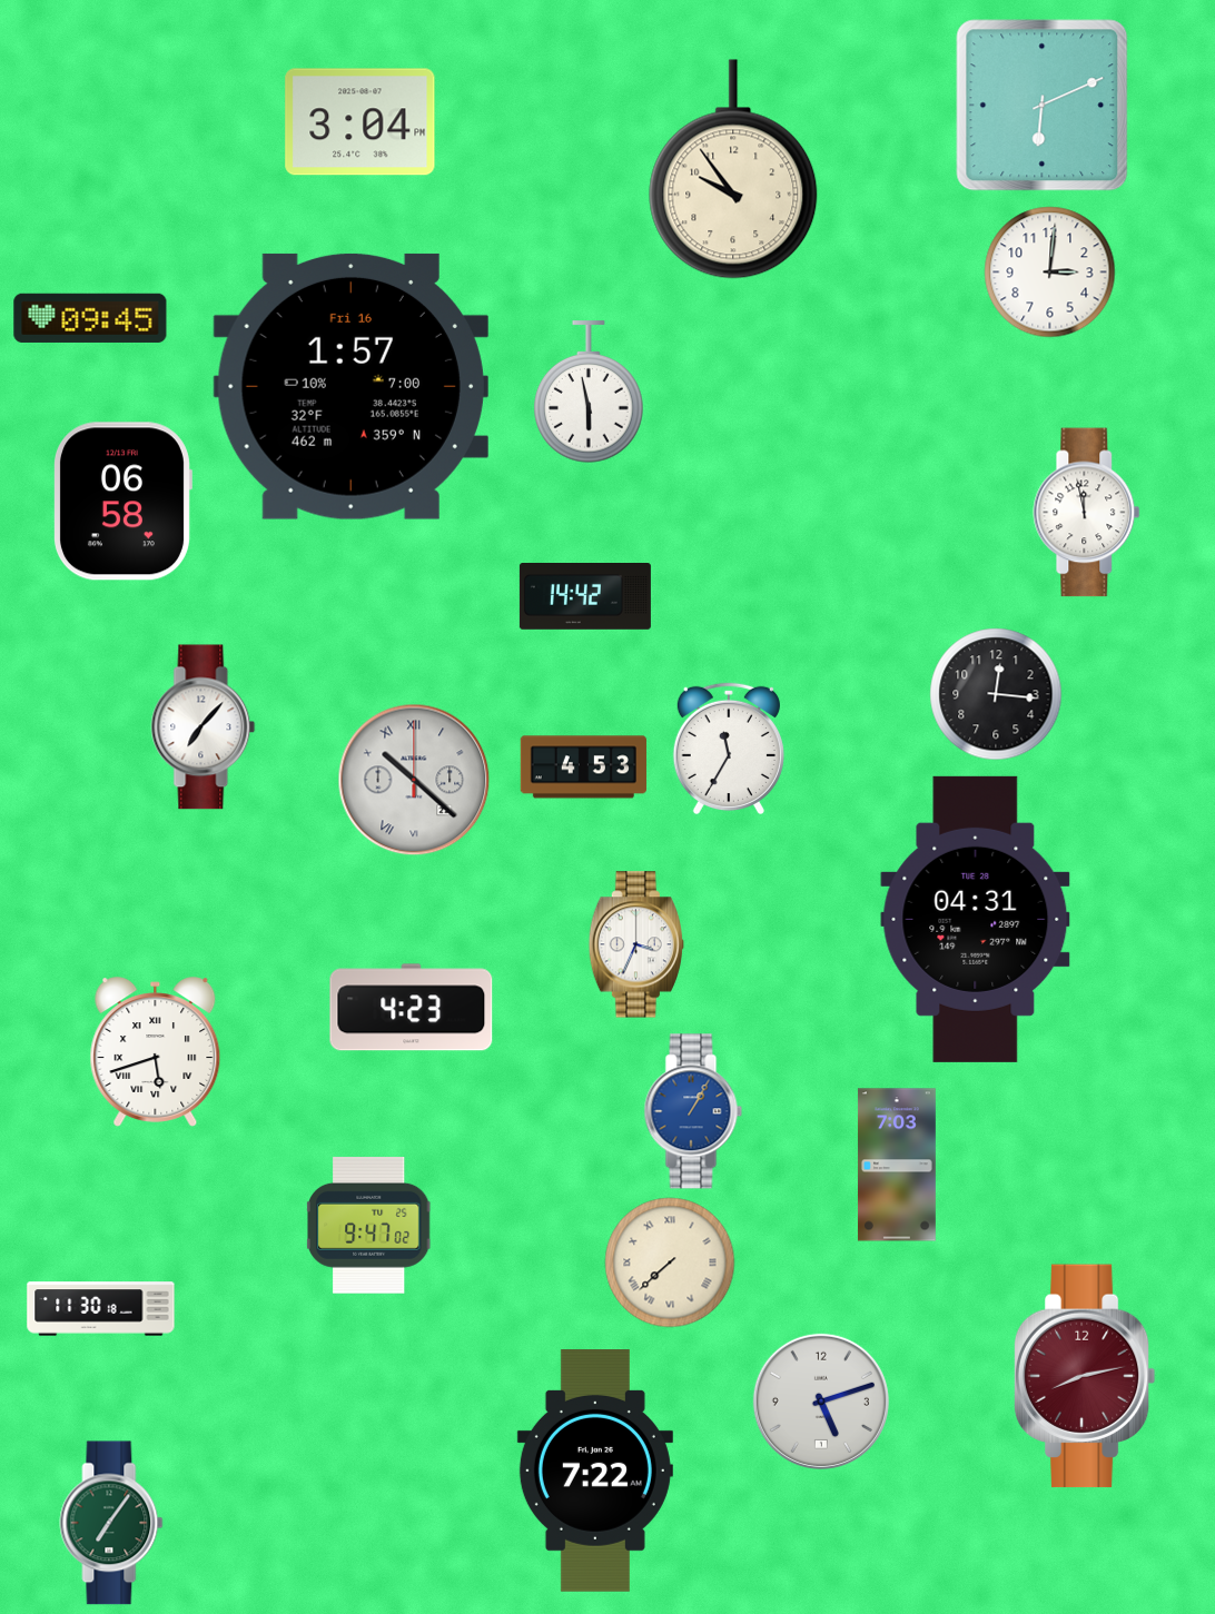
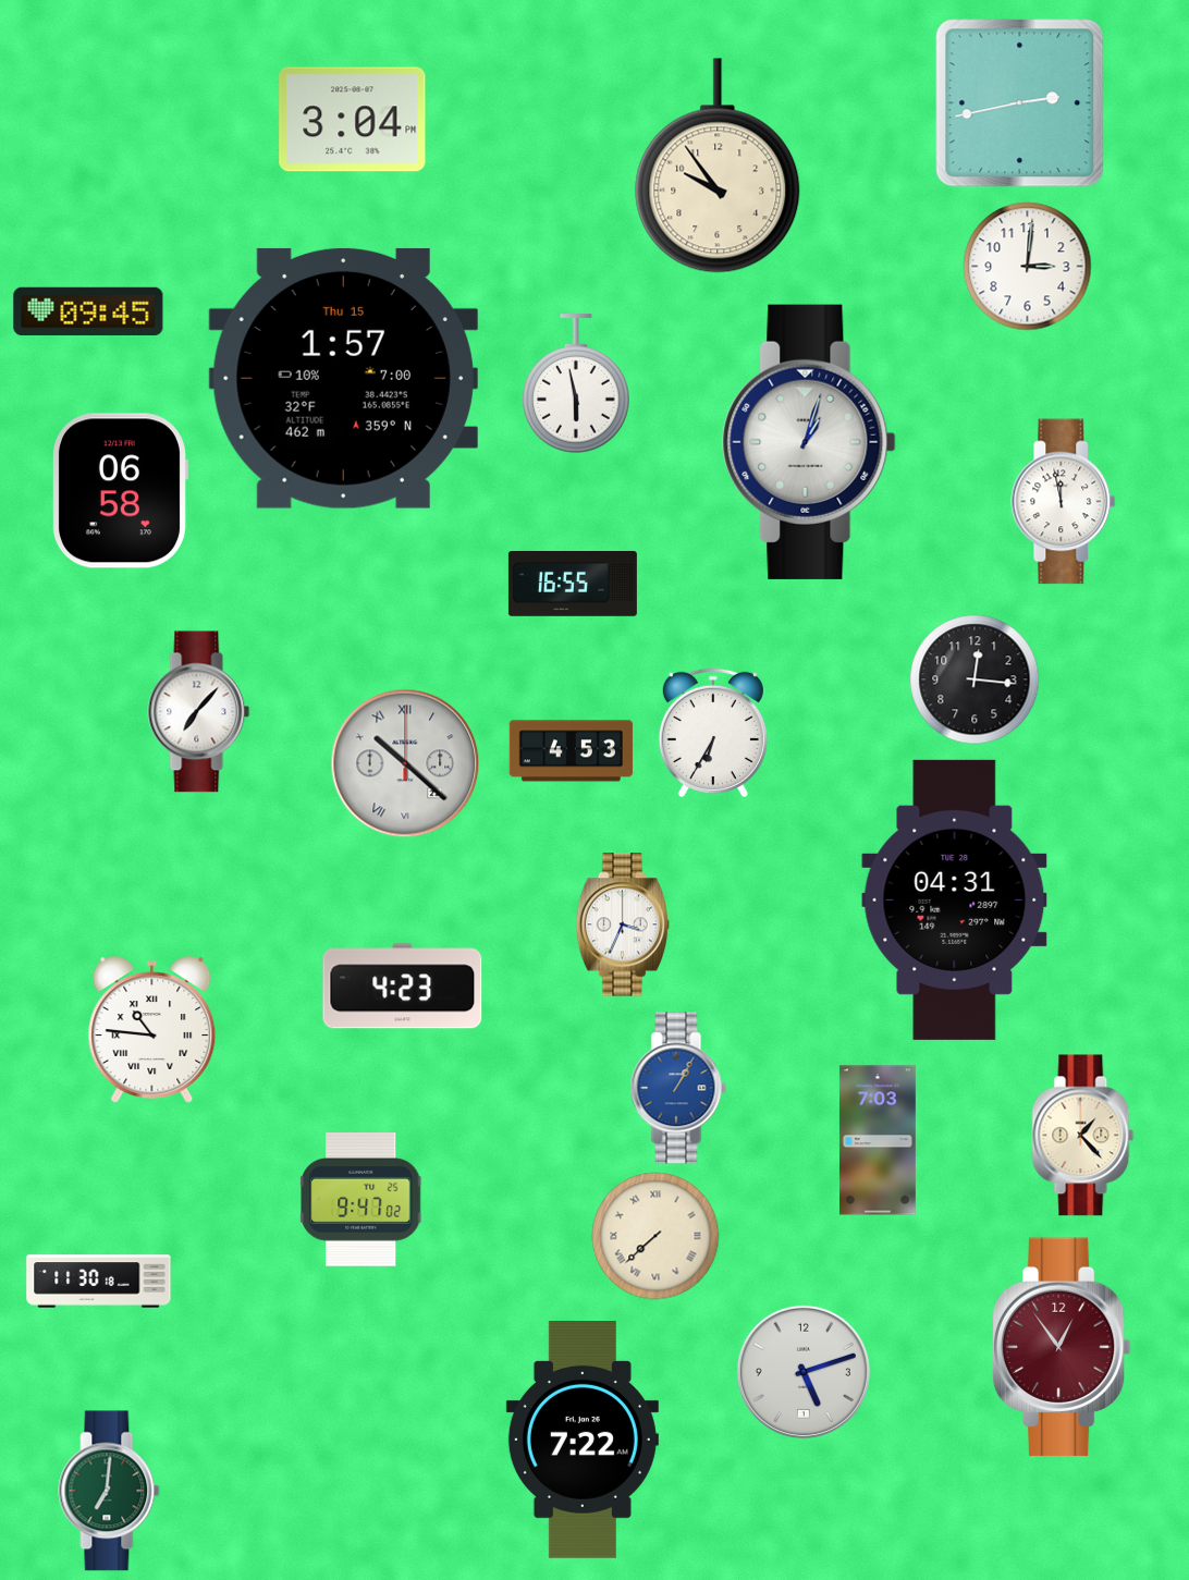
clock at (1043, 106): 6:11 -> 2:43
clock at (350, 386) date: Fri 16 -> Thu 15
clock at (809, 442): none -> 1:03
clock at (585, 597): 14:42 -> 16:55
clock at (729, 749): 11:35 -> 6:35
clock at (156, 1052): 5:42 -> 10:46
clock at (1083, 1136): none -> 1:23
clock at (1085, 1376): 8:13 -> 12:54
clock at (111, 1523): 7:06 -> 7:01
